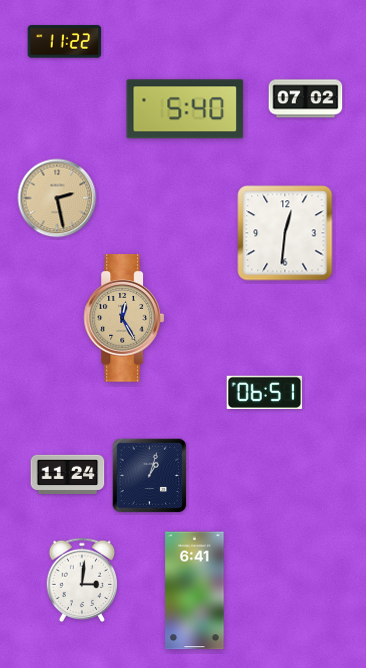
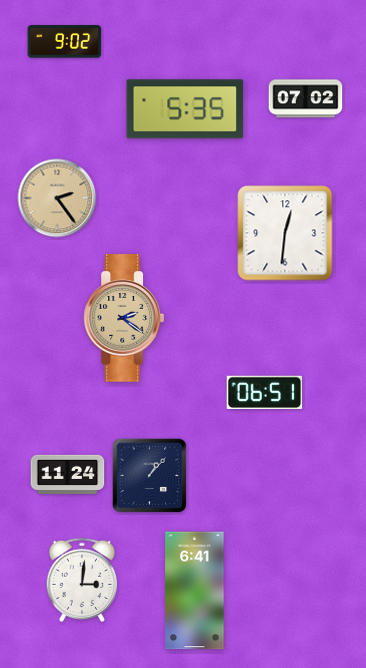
clock at (65, 42): 11:22 -> 9:02
clock at (185, 109): 5:40 -> 5:35
clock at (57, 198): 2:28 -> 2:24
clock at (123, 318): 12:25 -> 2:21
clock at (150, 476): 1:03 -> 1:07
